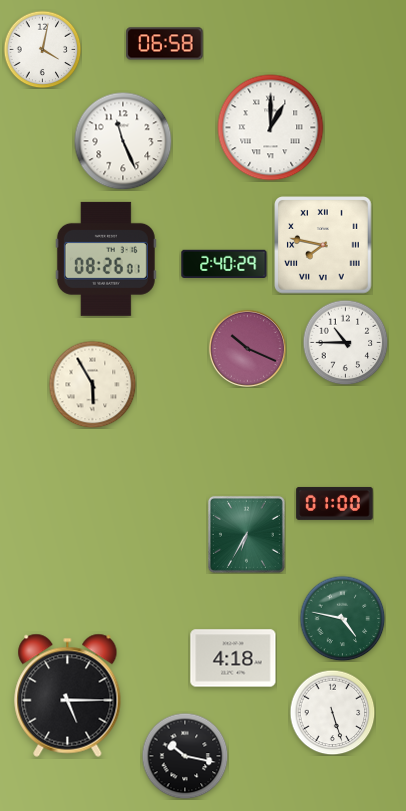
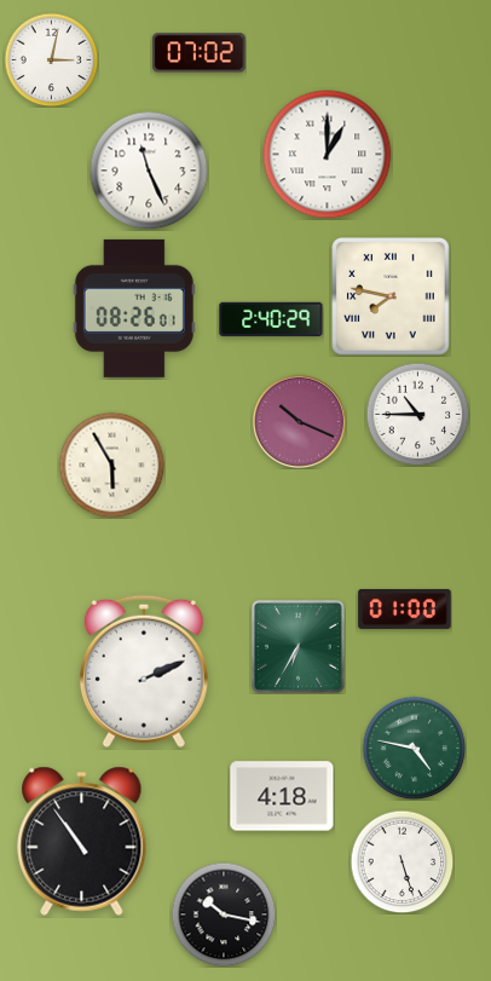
clock at (165, 44): 06:58 -> 07:02
clock at (42, 49): 4:02 -> 3:02
clock at (106, 259) position: (106, 259) -> (134, 308)
clock at (144, 671): none -> 2:11
clock at (68, 695): 5:15 -> 10:54
